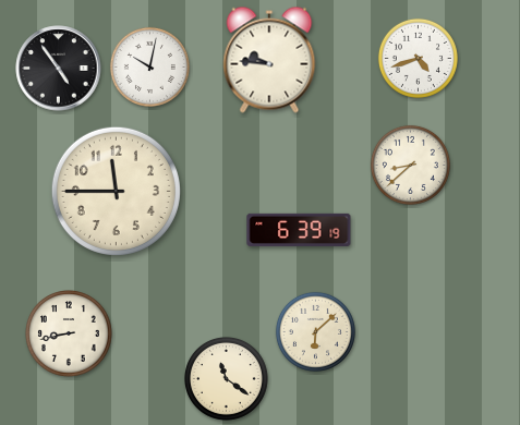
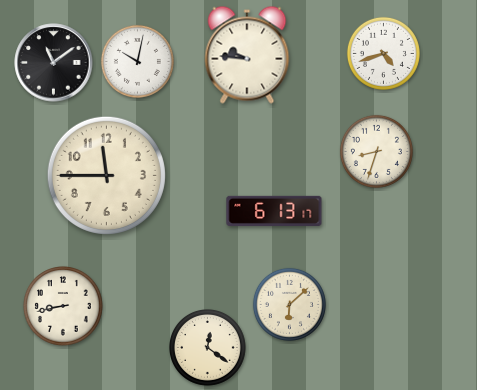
clock at (59, 69): 4:54 -> 11:09
clock at (410, 165): 8:38 -> 8:33
clock at (299, 230): 6:39 -> 6:13
clock at (227, 379): 11:21 -> 12:21
